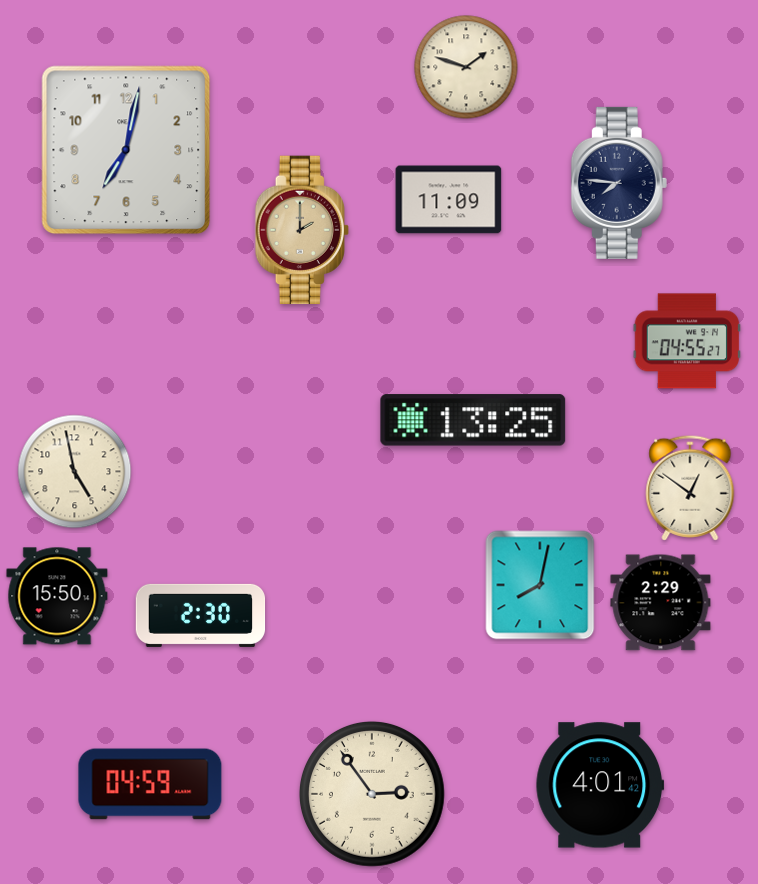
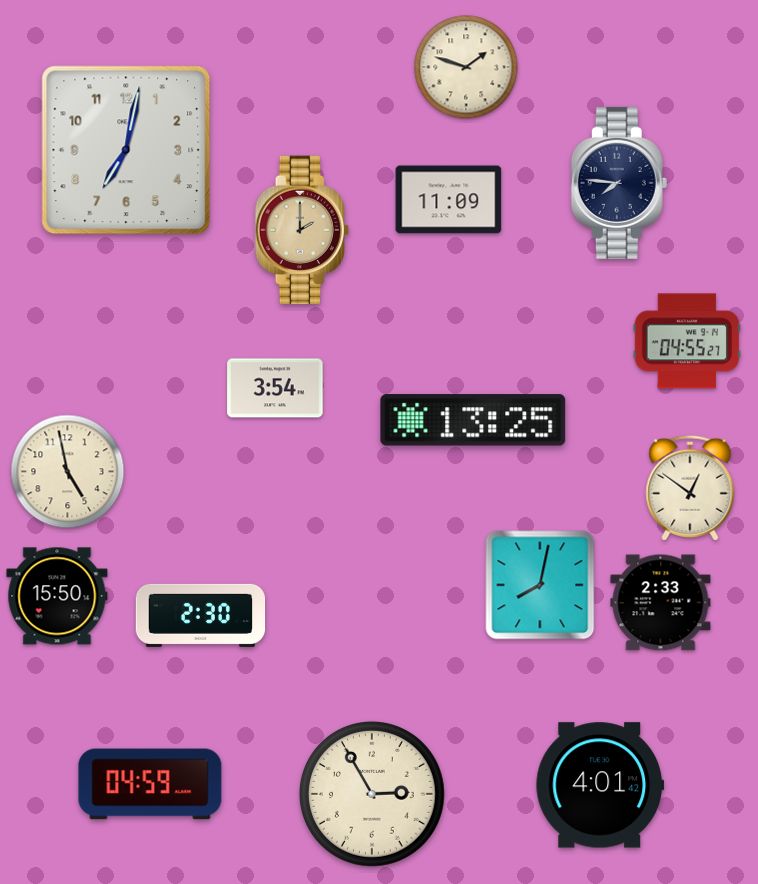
clock at (275, 388): none -> 3:54
clock at (75, 472) position: (75, 472) -> (68, 472)
clock at (661, 603): 2:29 -> 2:33
clock at (372, 794): 2:54 -> 2:55
